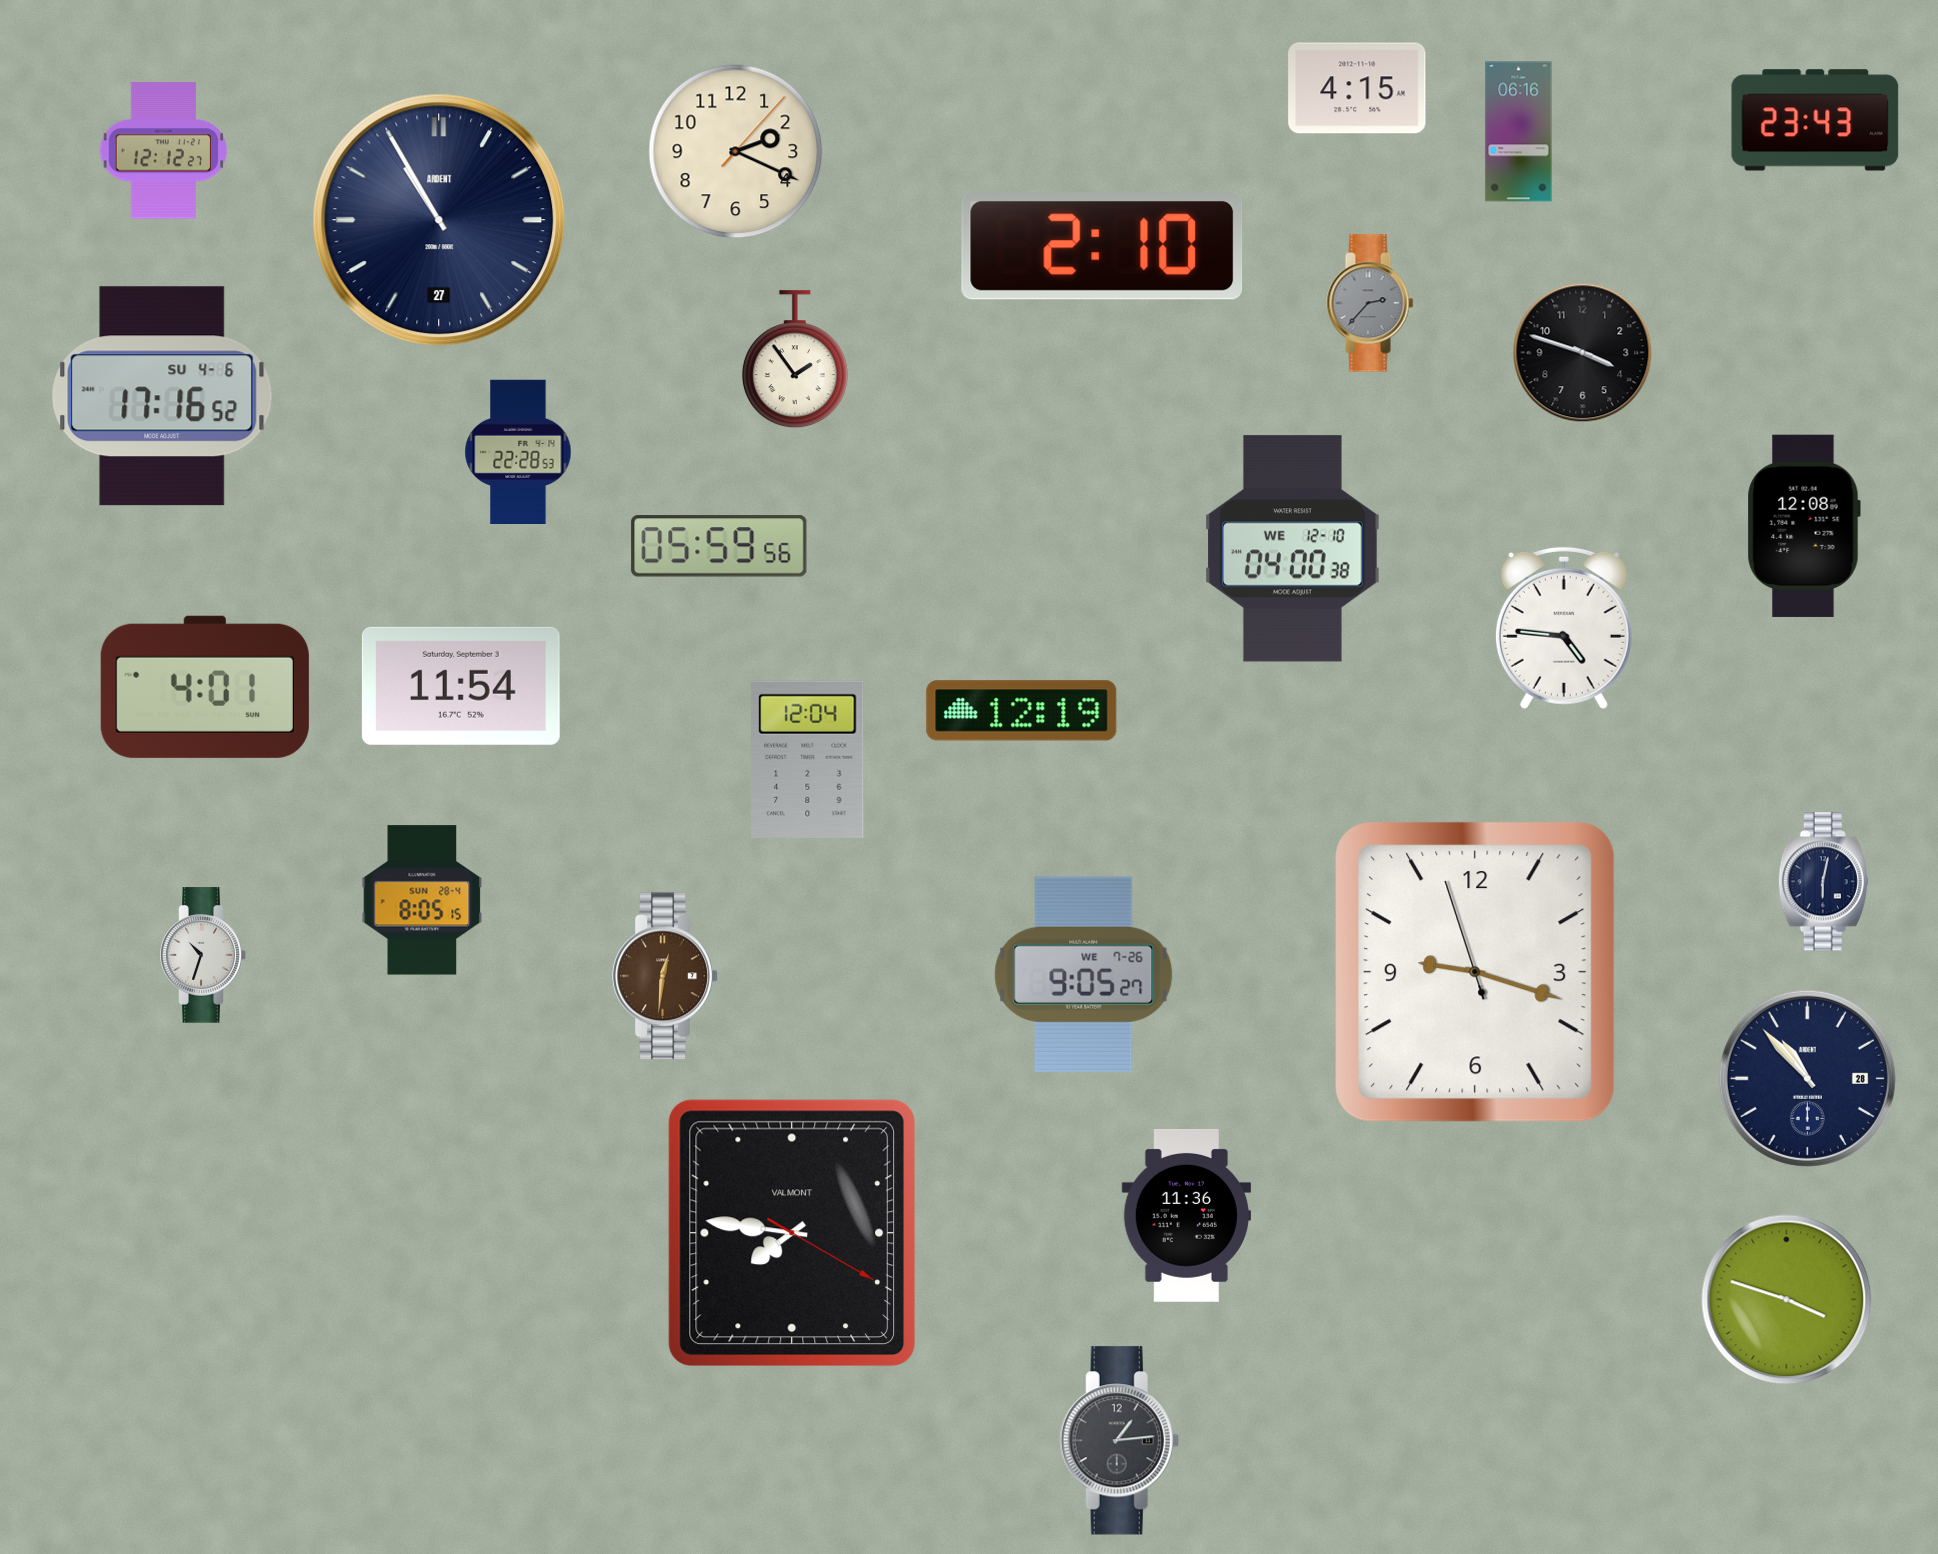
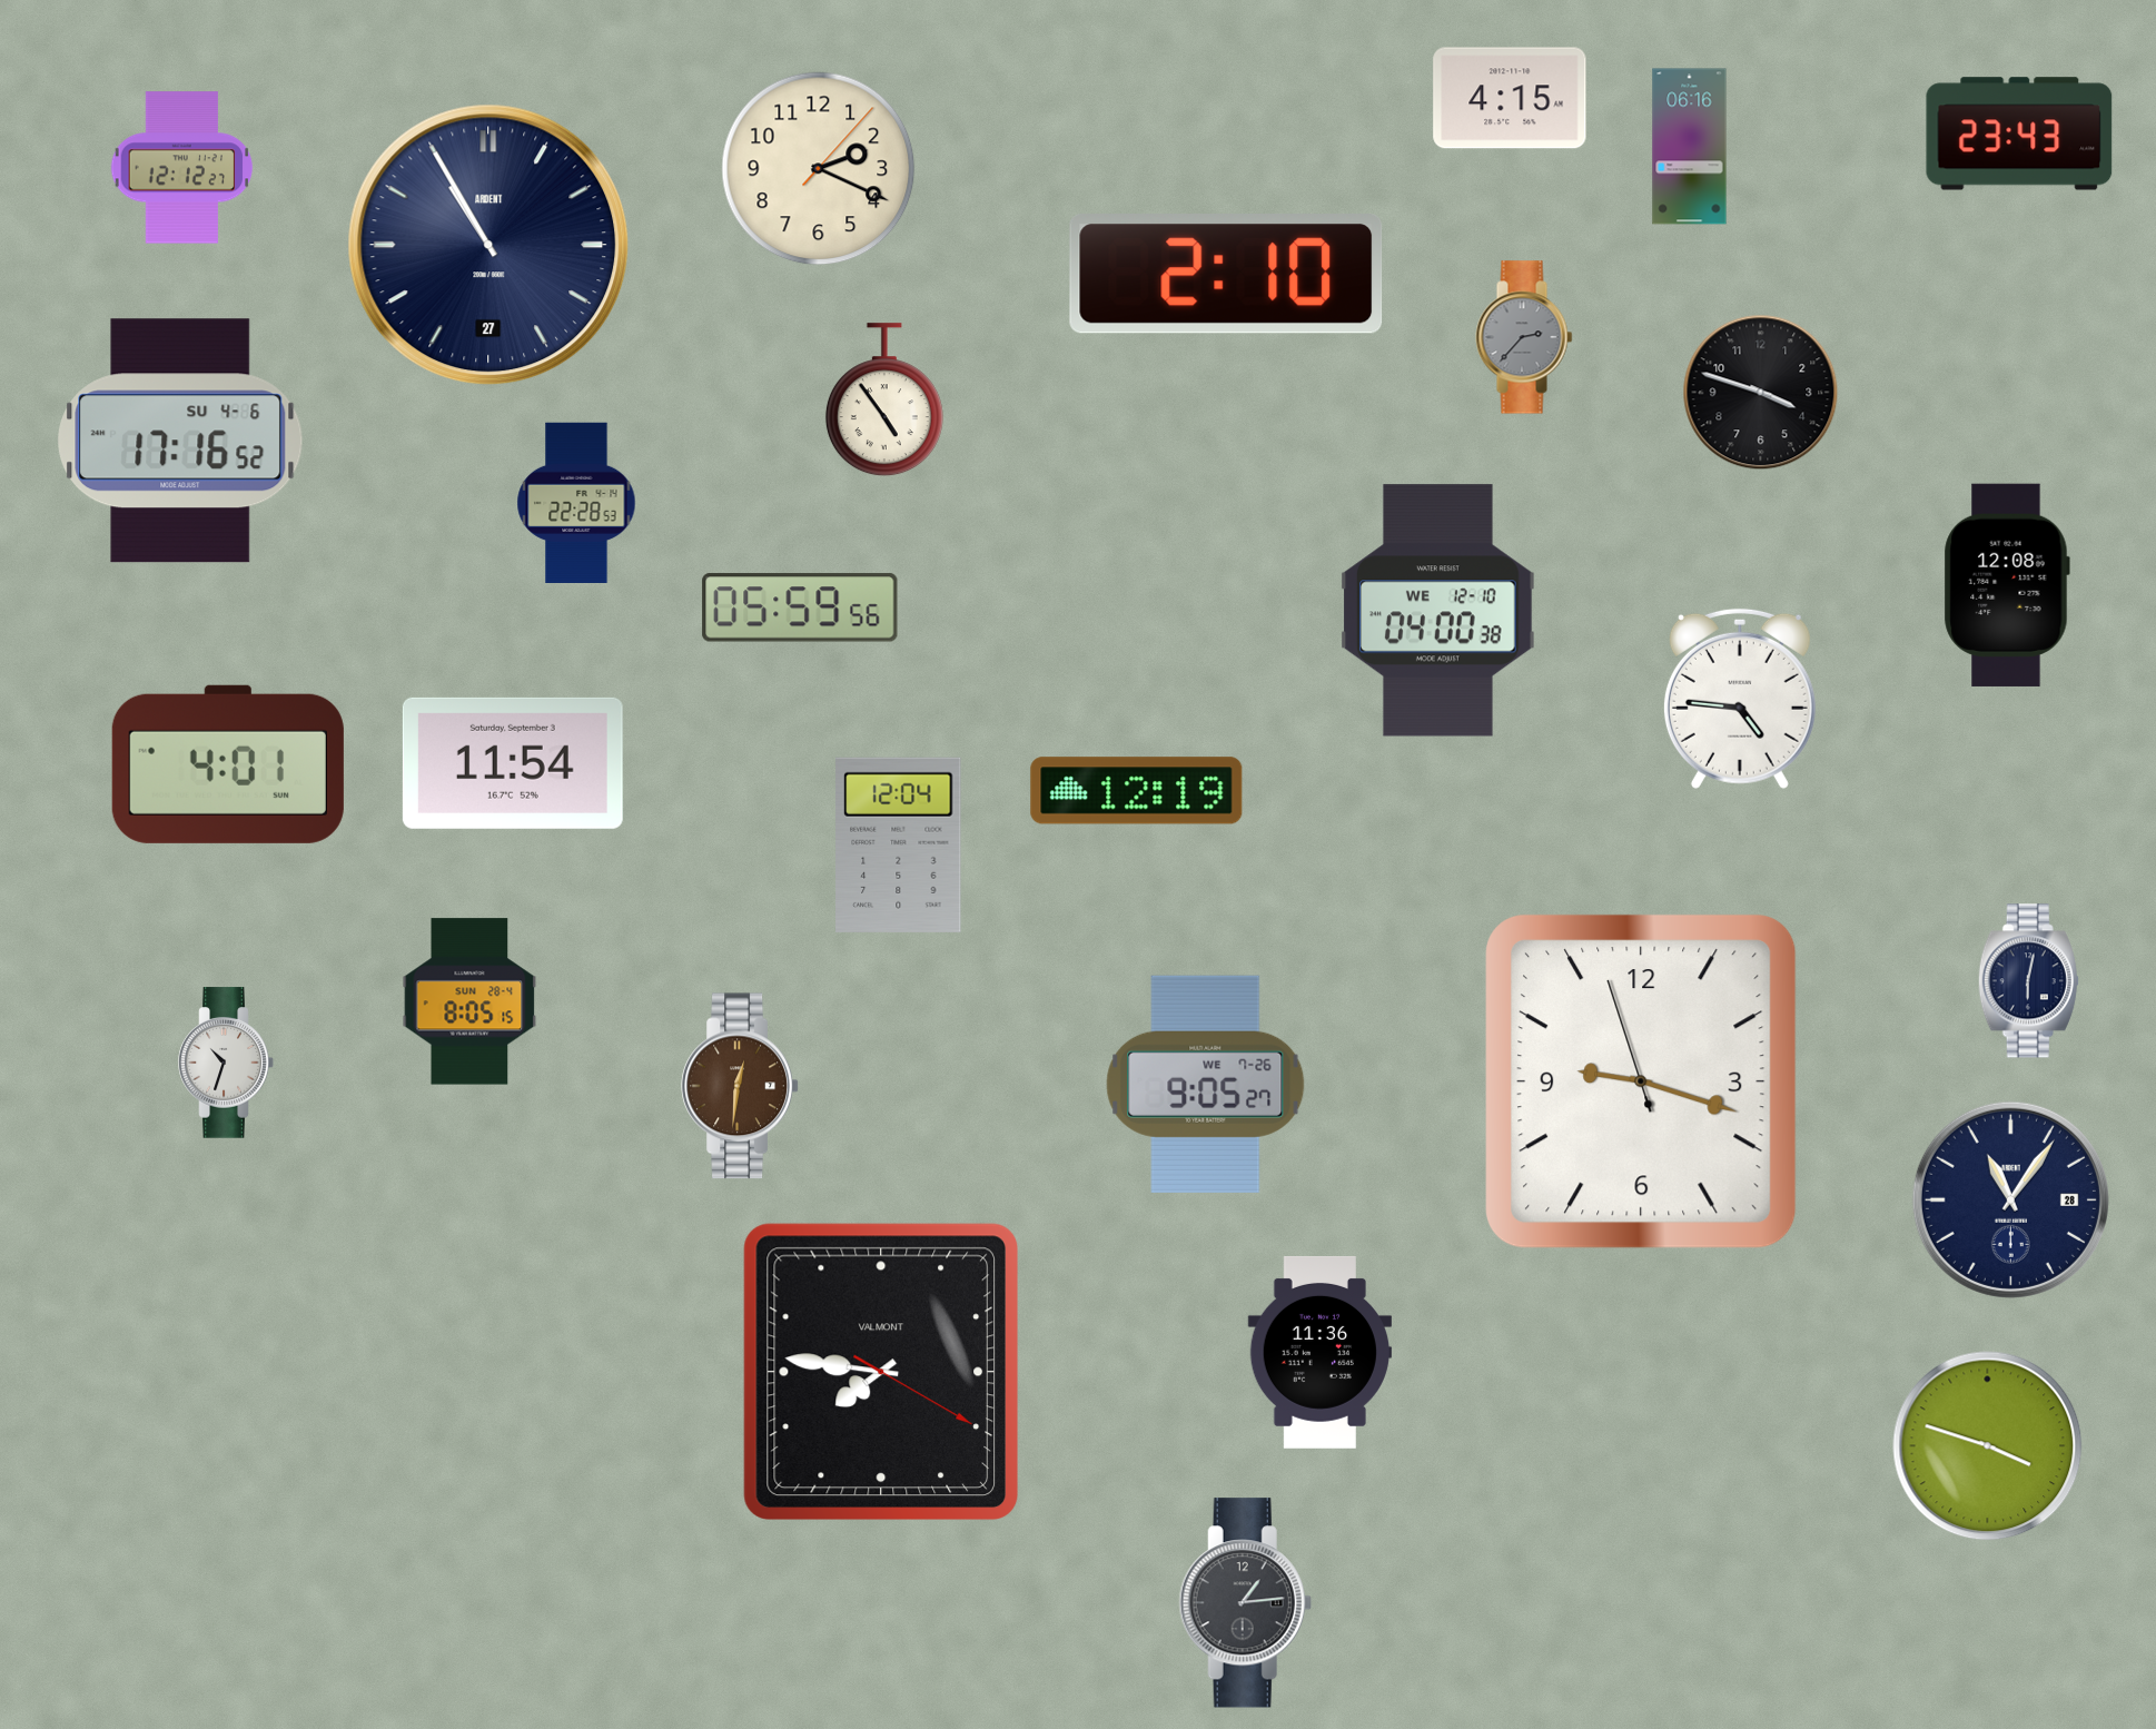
clock at (795, 360): 1:54 -> 4:54
clock at (1807, 1078): 10:53 -> 11:06
